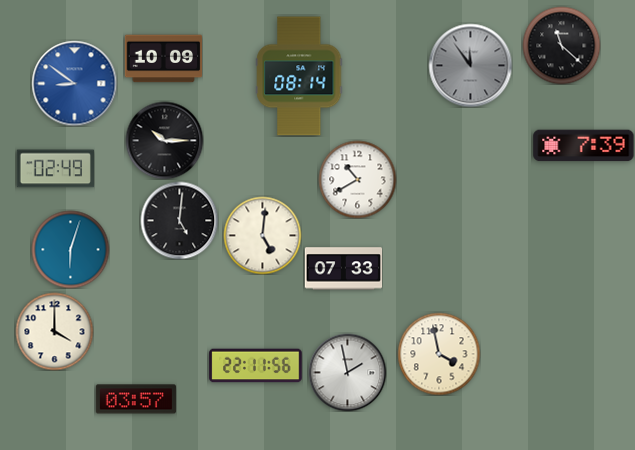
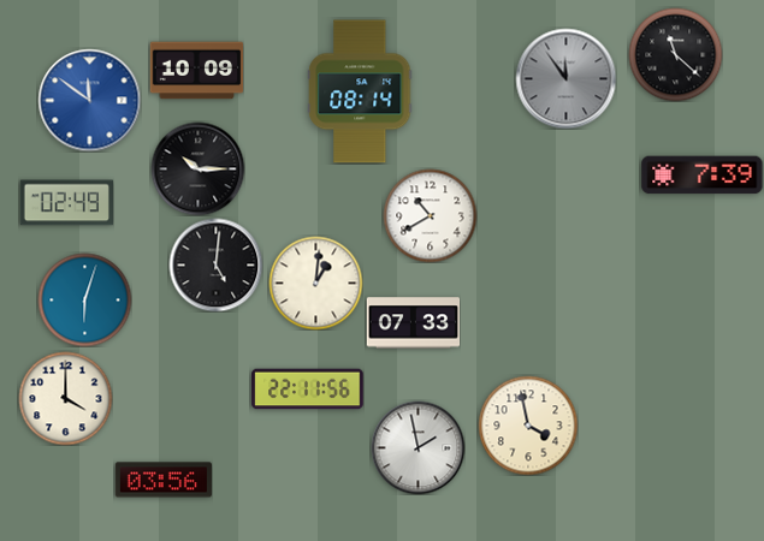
clock at (74, 83): 8:51 -> 11:51
clock at (262, 235): 5:01 -> 1:01
clock at (256, 366) position: (256, 366) -> (308, 390)
clock at (136, 399): 03:57 -> 03:56
